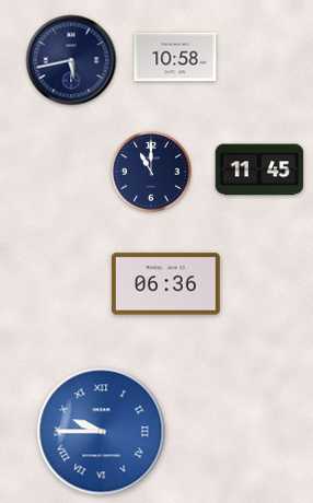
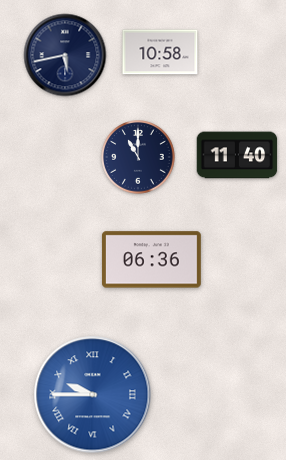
clock at (259, 169): 11:45 -> 11:40
